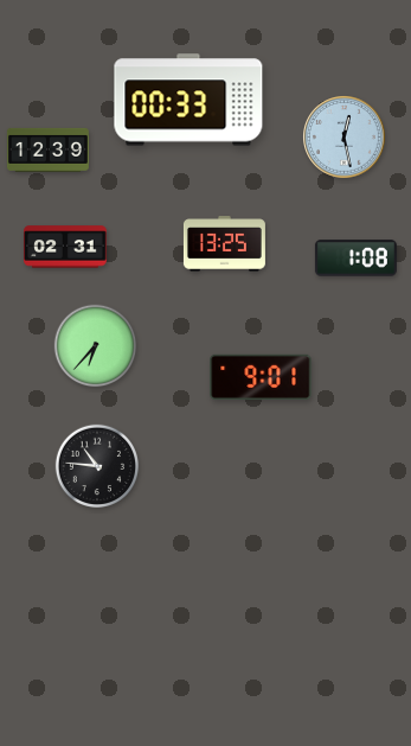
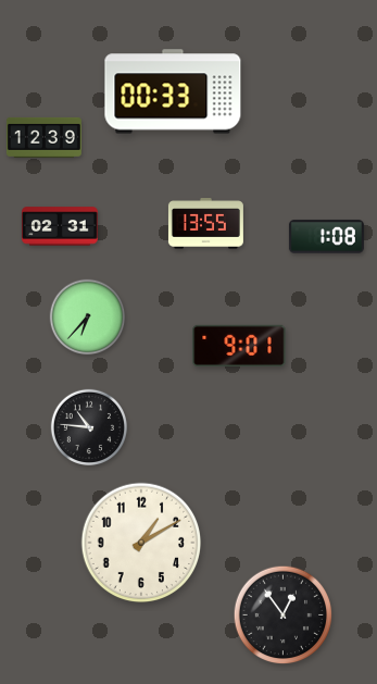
clock at (345, 138): 12:28 -> none
clock at (224, 244): 13:25 -> 13:55
clock at (141, 543): none -> 1:10
clock at (284, 615): none -> 12:54
